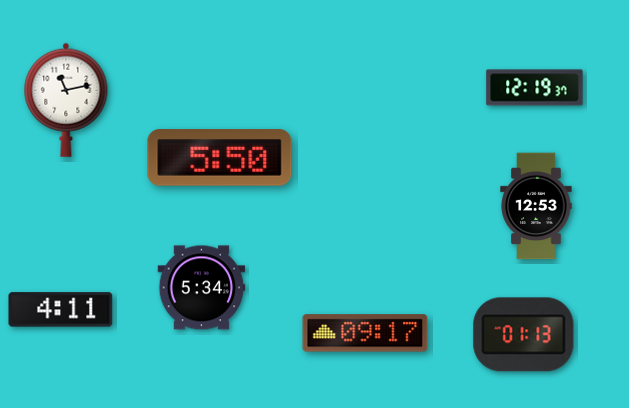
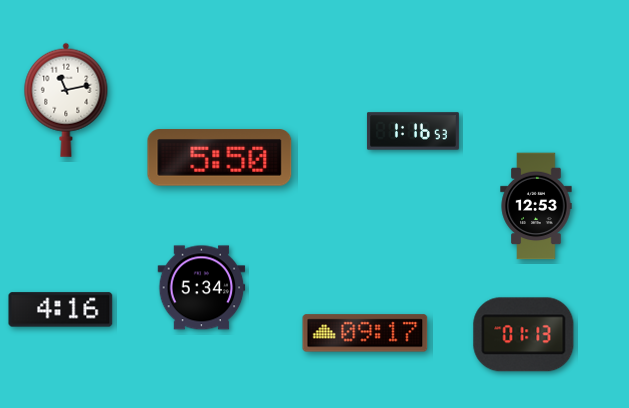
clock at (535, 88): 12:19 -> none
clock at (413, 131): none -> 1:16
clock at (61, 310): 4:11 -> 4:16
